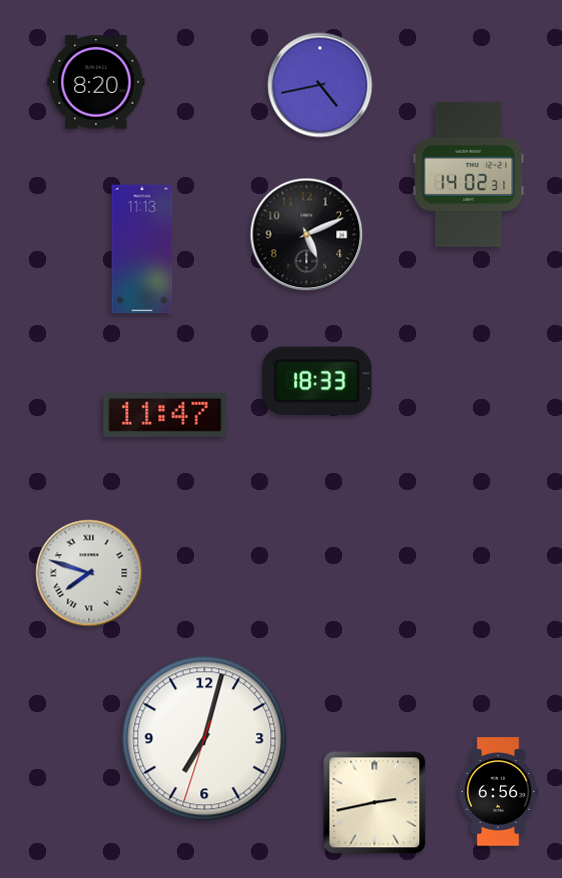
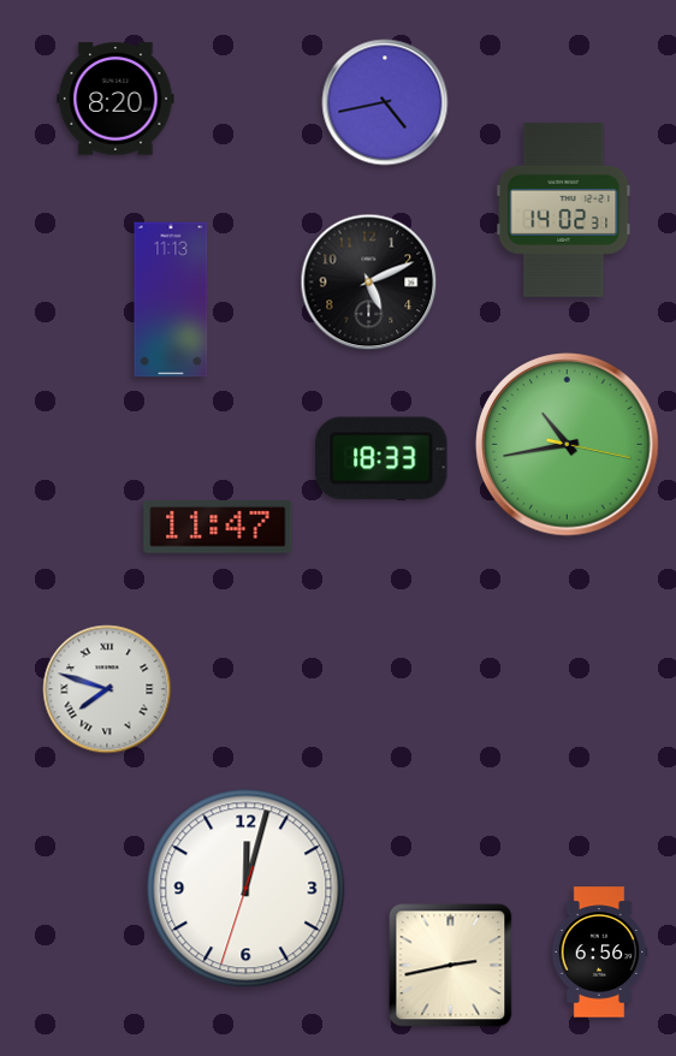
clock at (568, 445): none -> 10:43
clock at (165, 416) position: (165, 416) -> (218, 528)
clock at (205, 739): 7:02 -> 12:02
